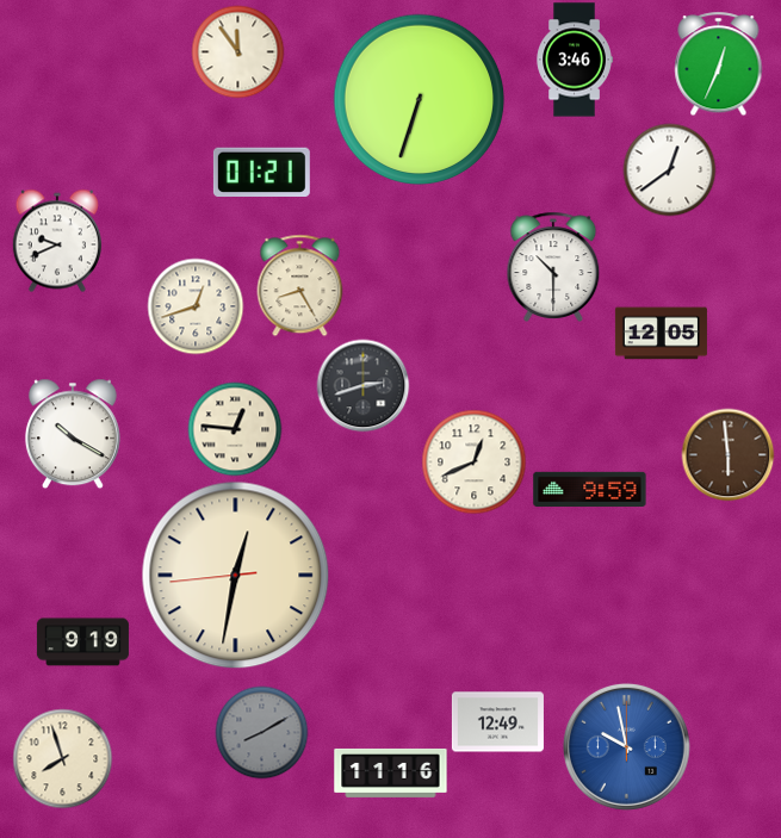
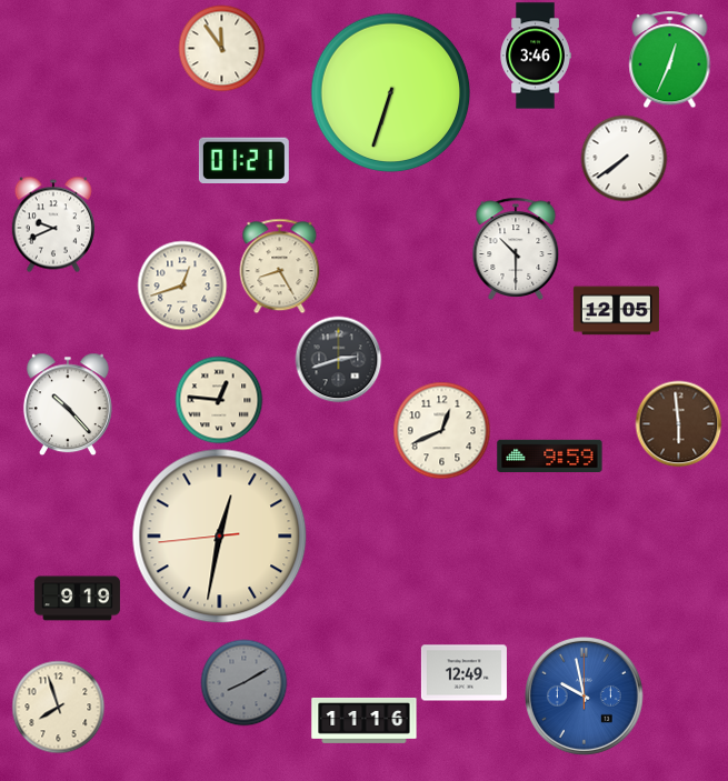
clock at (669, 169): 12:39 -> 7:39
clock at (73, 434): 10:20 -> 10:23
